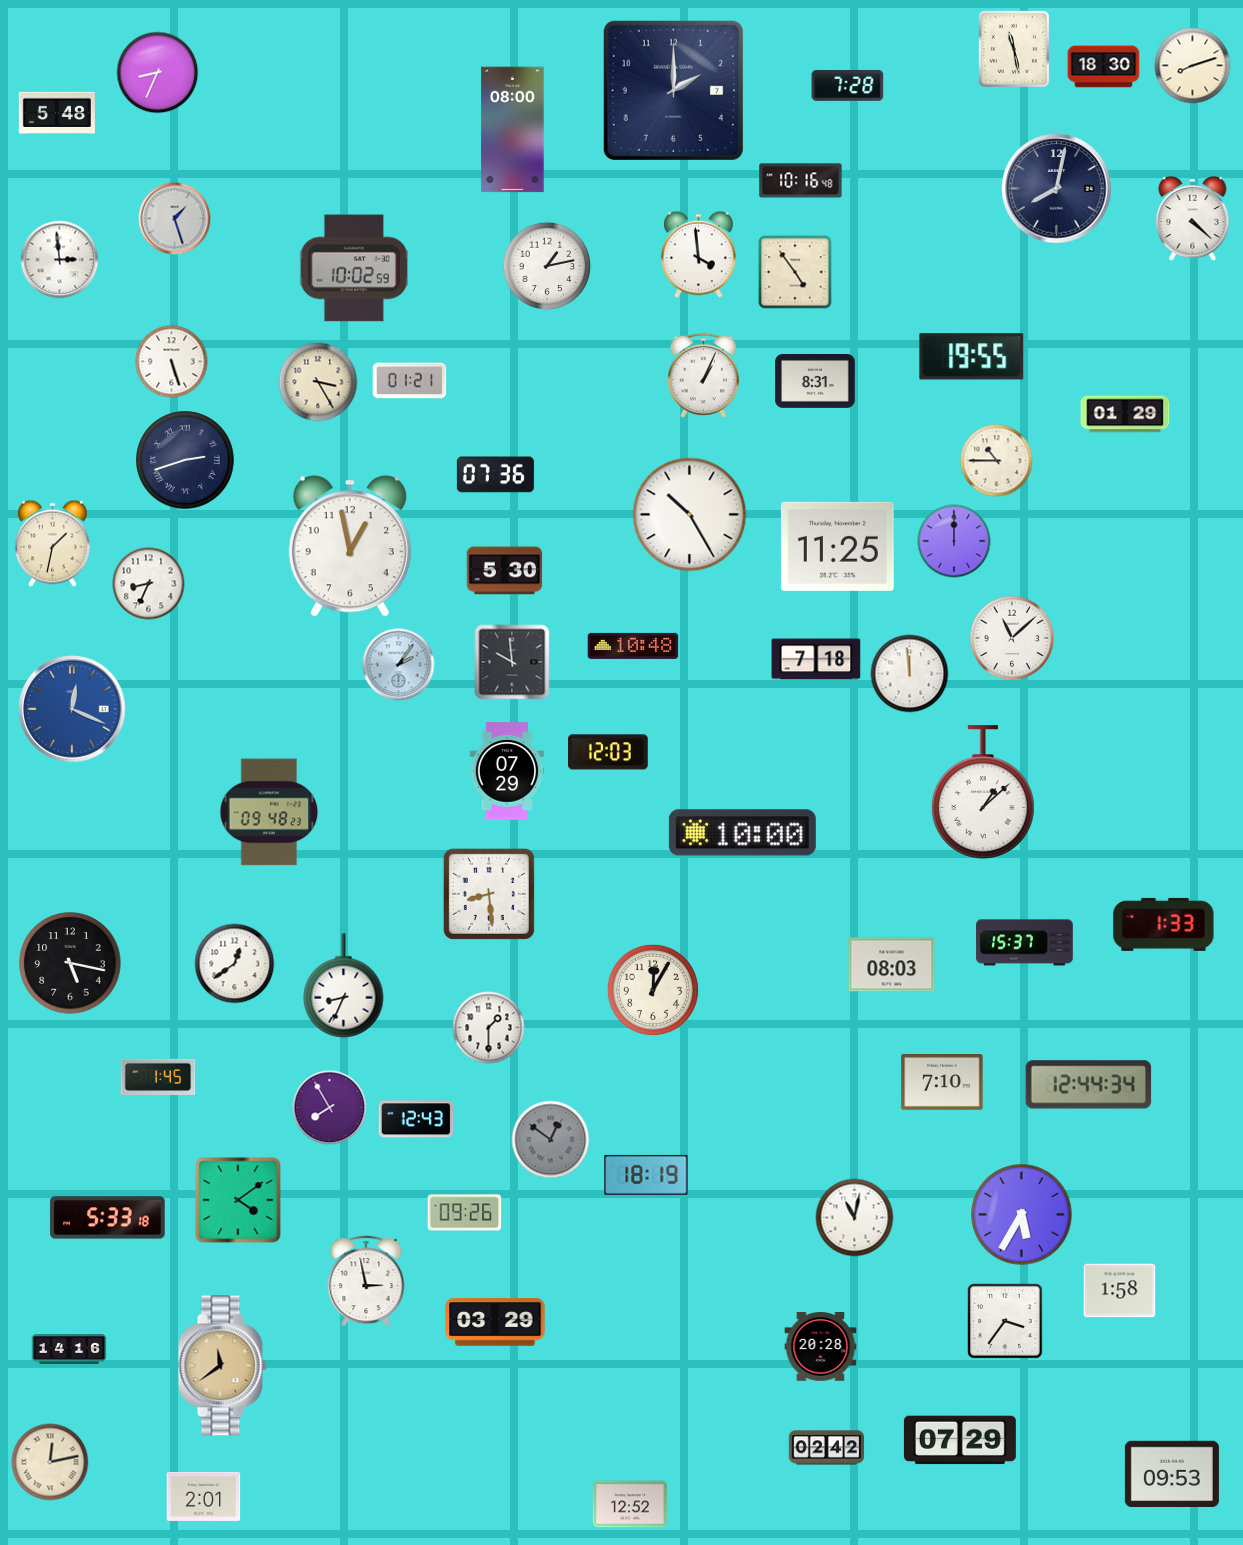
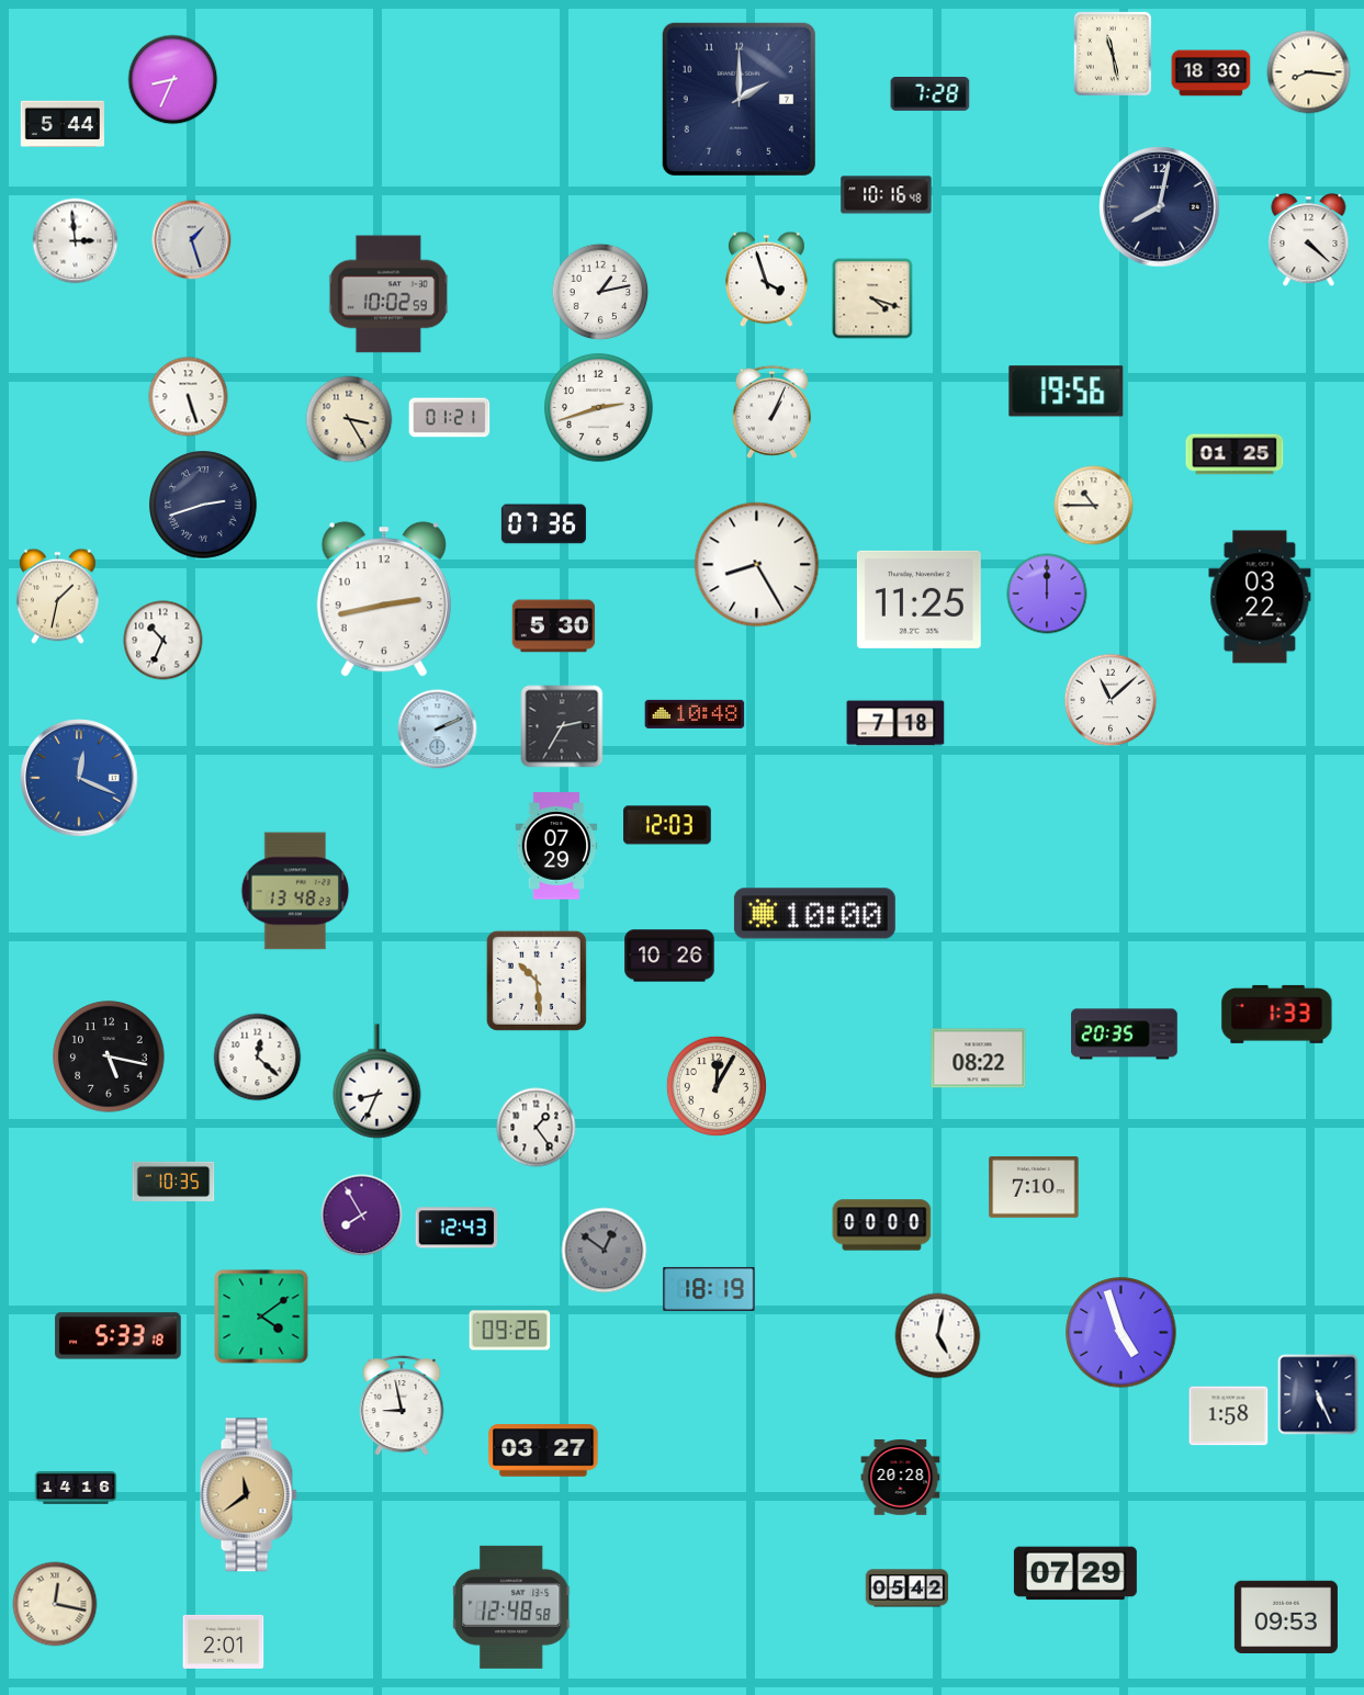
clock at (1193, 66): 8:12 -> 8:16
clock at (57, 112): 5:48 -> 5:44
clock at (513, 130): 08:00 -> none
clock at (801, 181) position: (801, 181) -> (887, 195)
clock at (699, 255): 3:59 -> 3:57
clock at (60, 260) position: (60, 260) -> (76, 241)
clock at (795, 272): 4:54 -> 4:18
clock at (972, 357): 19:55 -> 19:56
clock at (599, 408): none -> 2:42
clock at (815, 382): 8:31 -> none
clock at (1125, 414): 01:29 -> 01:25
clock at (495, 475) position: (495, 475) -> (543, 524)
clock at (690, 515): 10:25 -> 8:25
clock at (1260, 597): none -> 03:22
clock at (350, 546): 12:58 -> 2:43
clock at (149, 584): 8:34 -> 10:34
clock at (633, 646) position: (633, 646) -> (695, 714)
clock at (512, 662): 9:59 -> 2:35
clock at (399, 665): 2:06 -> 2:11
clock at (910, 674): 11:59 -> none
clock at (983, 792): 1:08 -> none
clock at (269, 812): 09:48 -> 13:48
clock at (669, 956): none -> 10:26
clock at (489, 894): 8:29 -> 10:29
clock at (1025, 943): 15:37 -> 20:35
clock at (70, 963) position: (70, 963) -> (109, 1056)
clock at (235, 964): 12:39 -> 12:22
clock at (892, 965): 08:03 -> 08:22
clock at (489, 1028): 1:30 -> 1:24
clock at (158, 1077): 1:45 -> 10:35
clock at (1089, 1085): 12:44 -> none
clock at (882, 1225): none -> 00:00
clock at (1022, 1215): 5:35 -> 4:57
clock at (855, 1218): 11:02 -> 5:02
clock at (1318, 1394): none -> 5:26
clock at (366, 1281): 2:58 -> 8:58
clock at (1005, 1321): 3:36 -> none
clock at (495, 1322): 03:29 -> 03:27
clock at (69, 1350) position: (69, 1350) -> (76, 1489)
clock at (222, 1366) position: (222, 1366) -> (248, 1495)
clock at (960, 1440) position: (960, 1440) -> (1075, 1573)
clock at (827, 1448): 02:42 -> 05:42
clock at (50, 1462): 12:13 -> 12:17
clock at (512, 1607): none -> 12:48
clock at (630, 1504): 12:52 -> none
